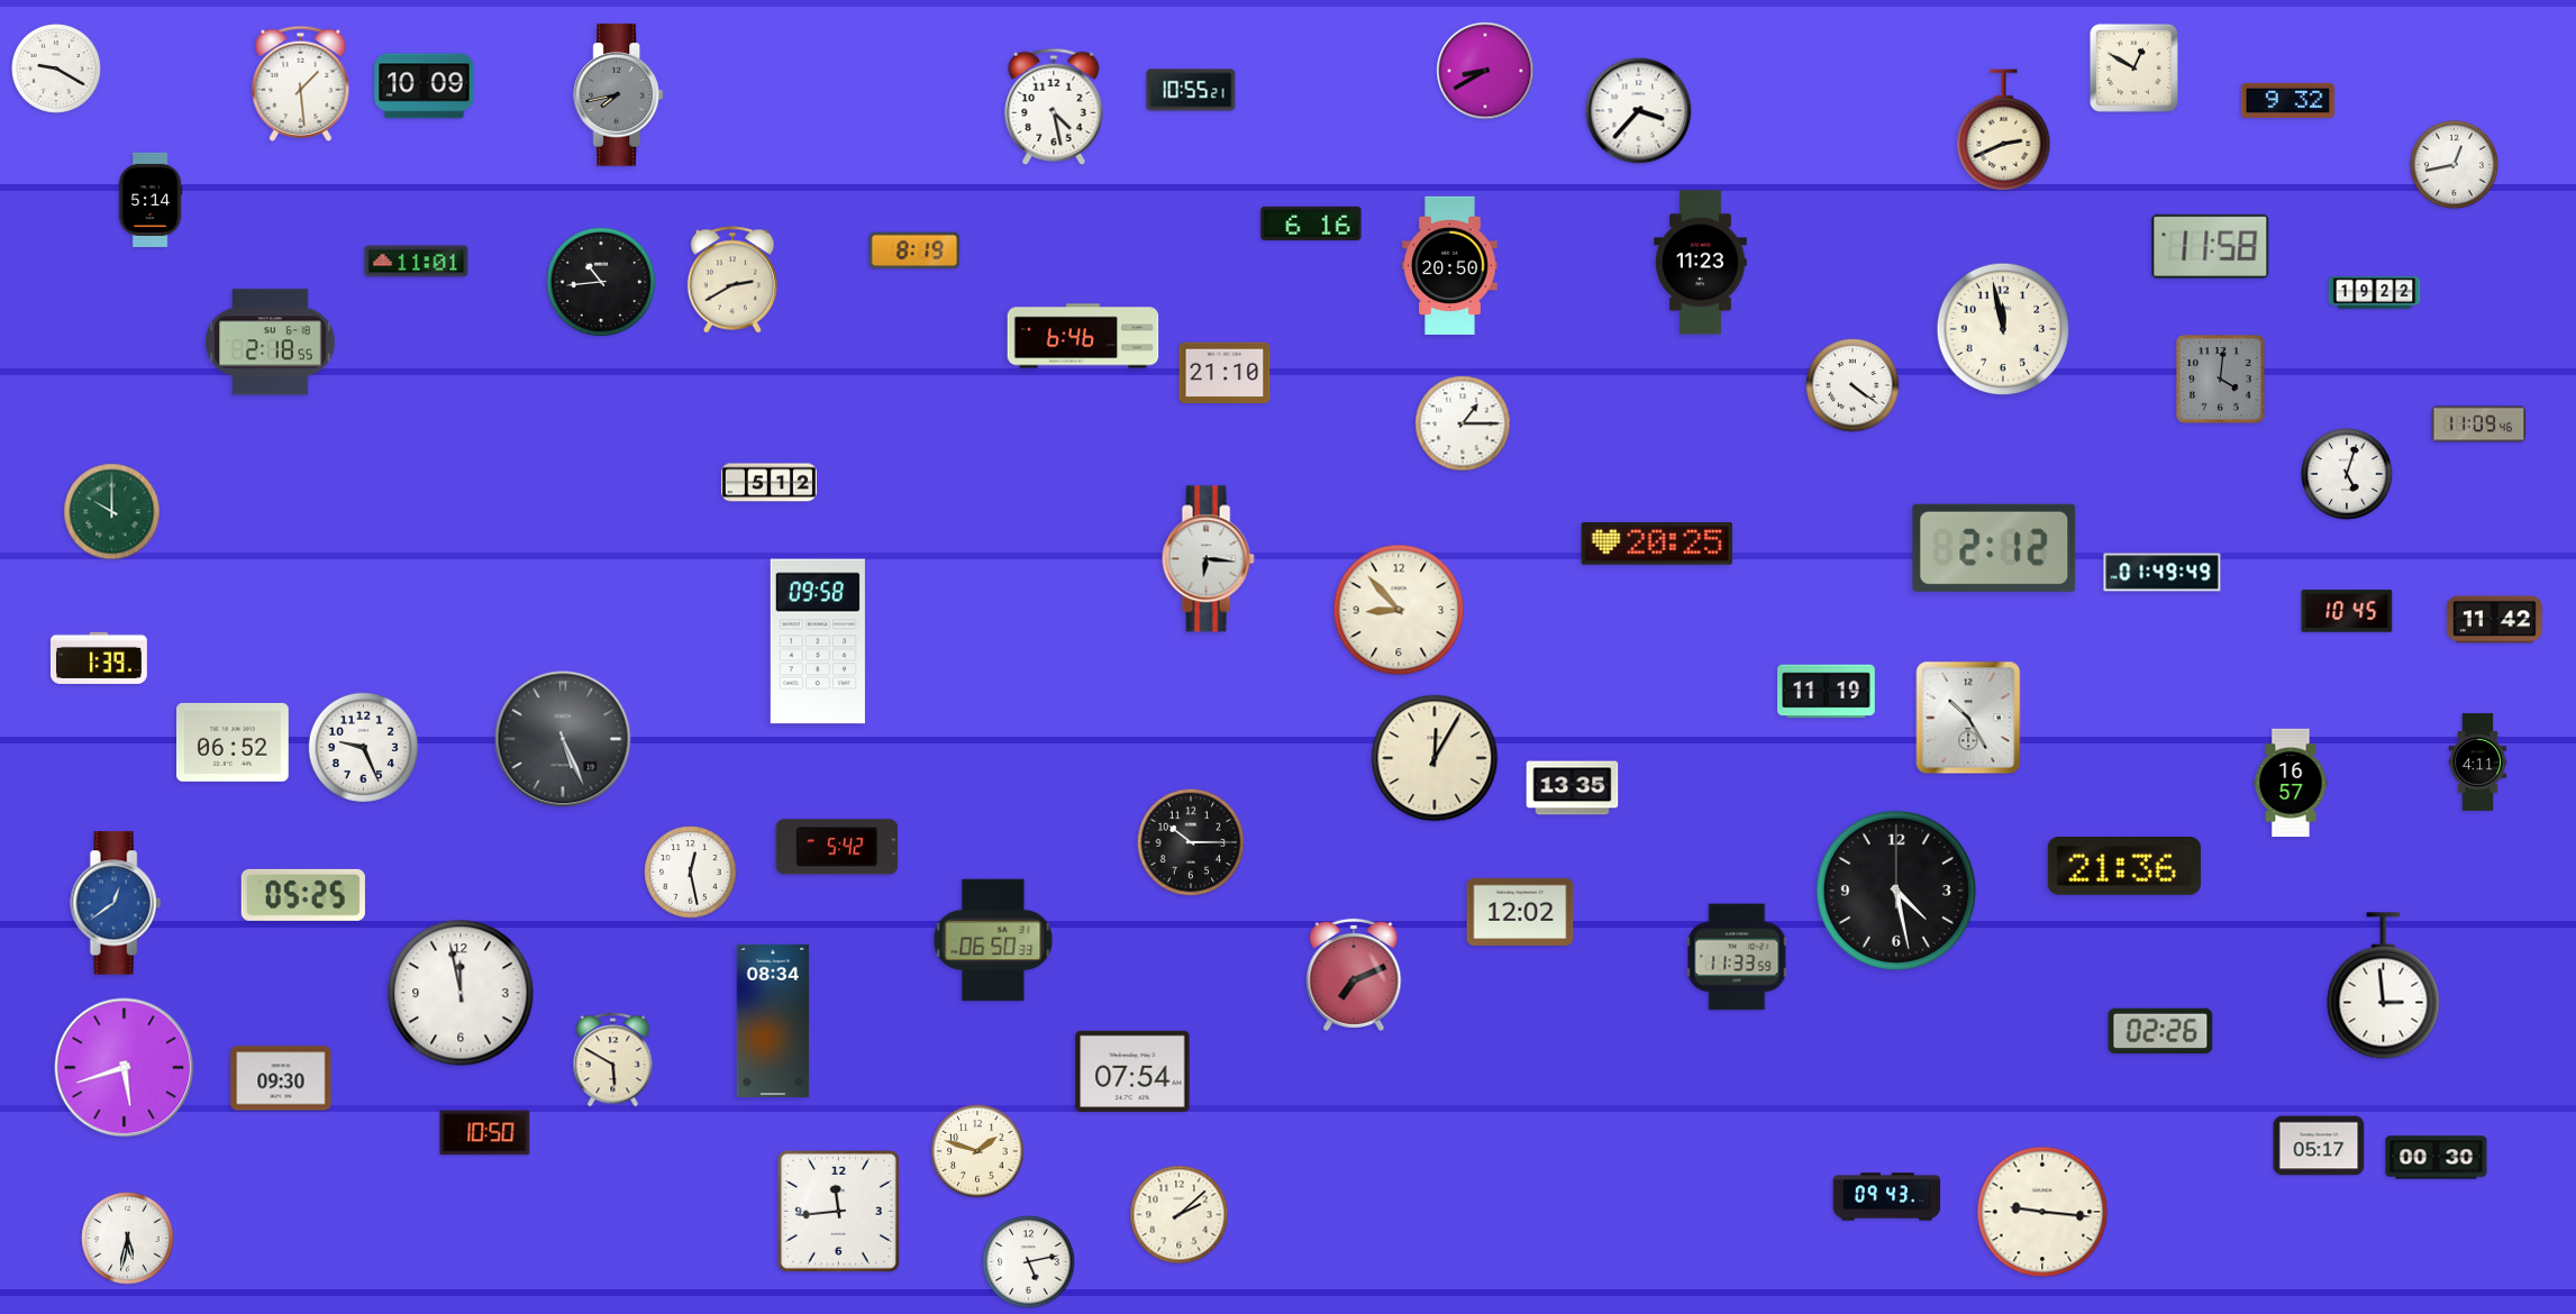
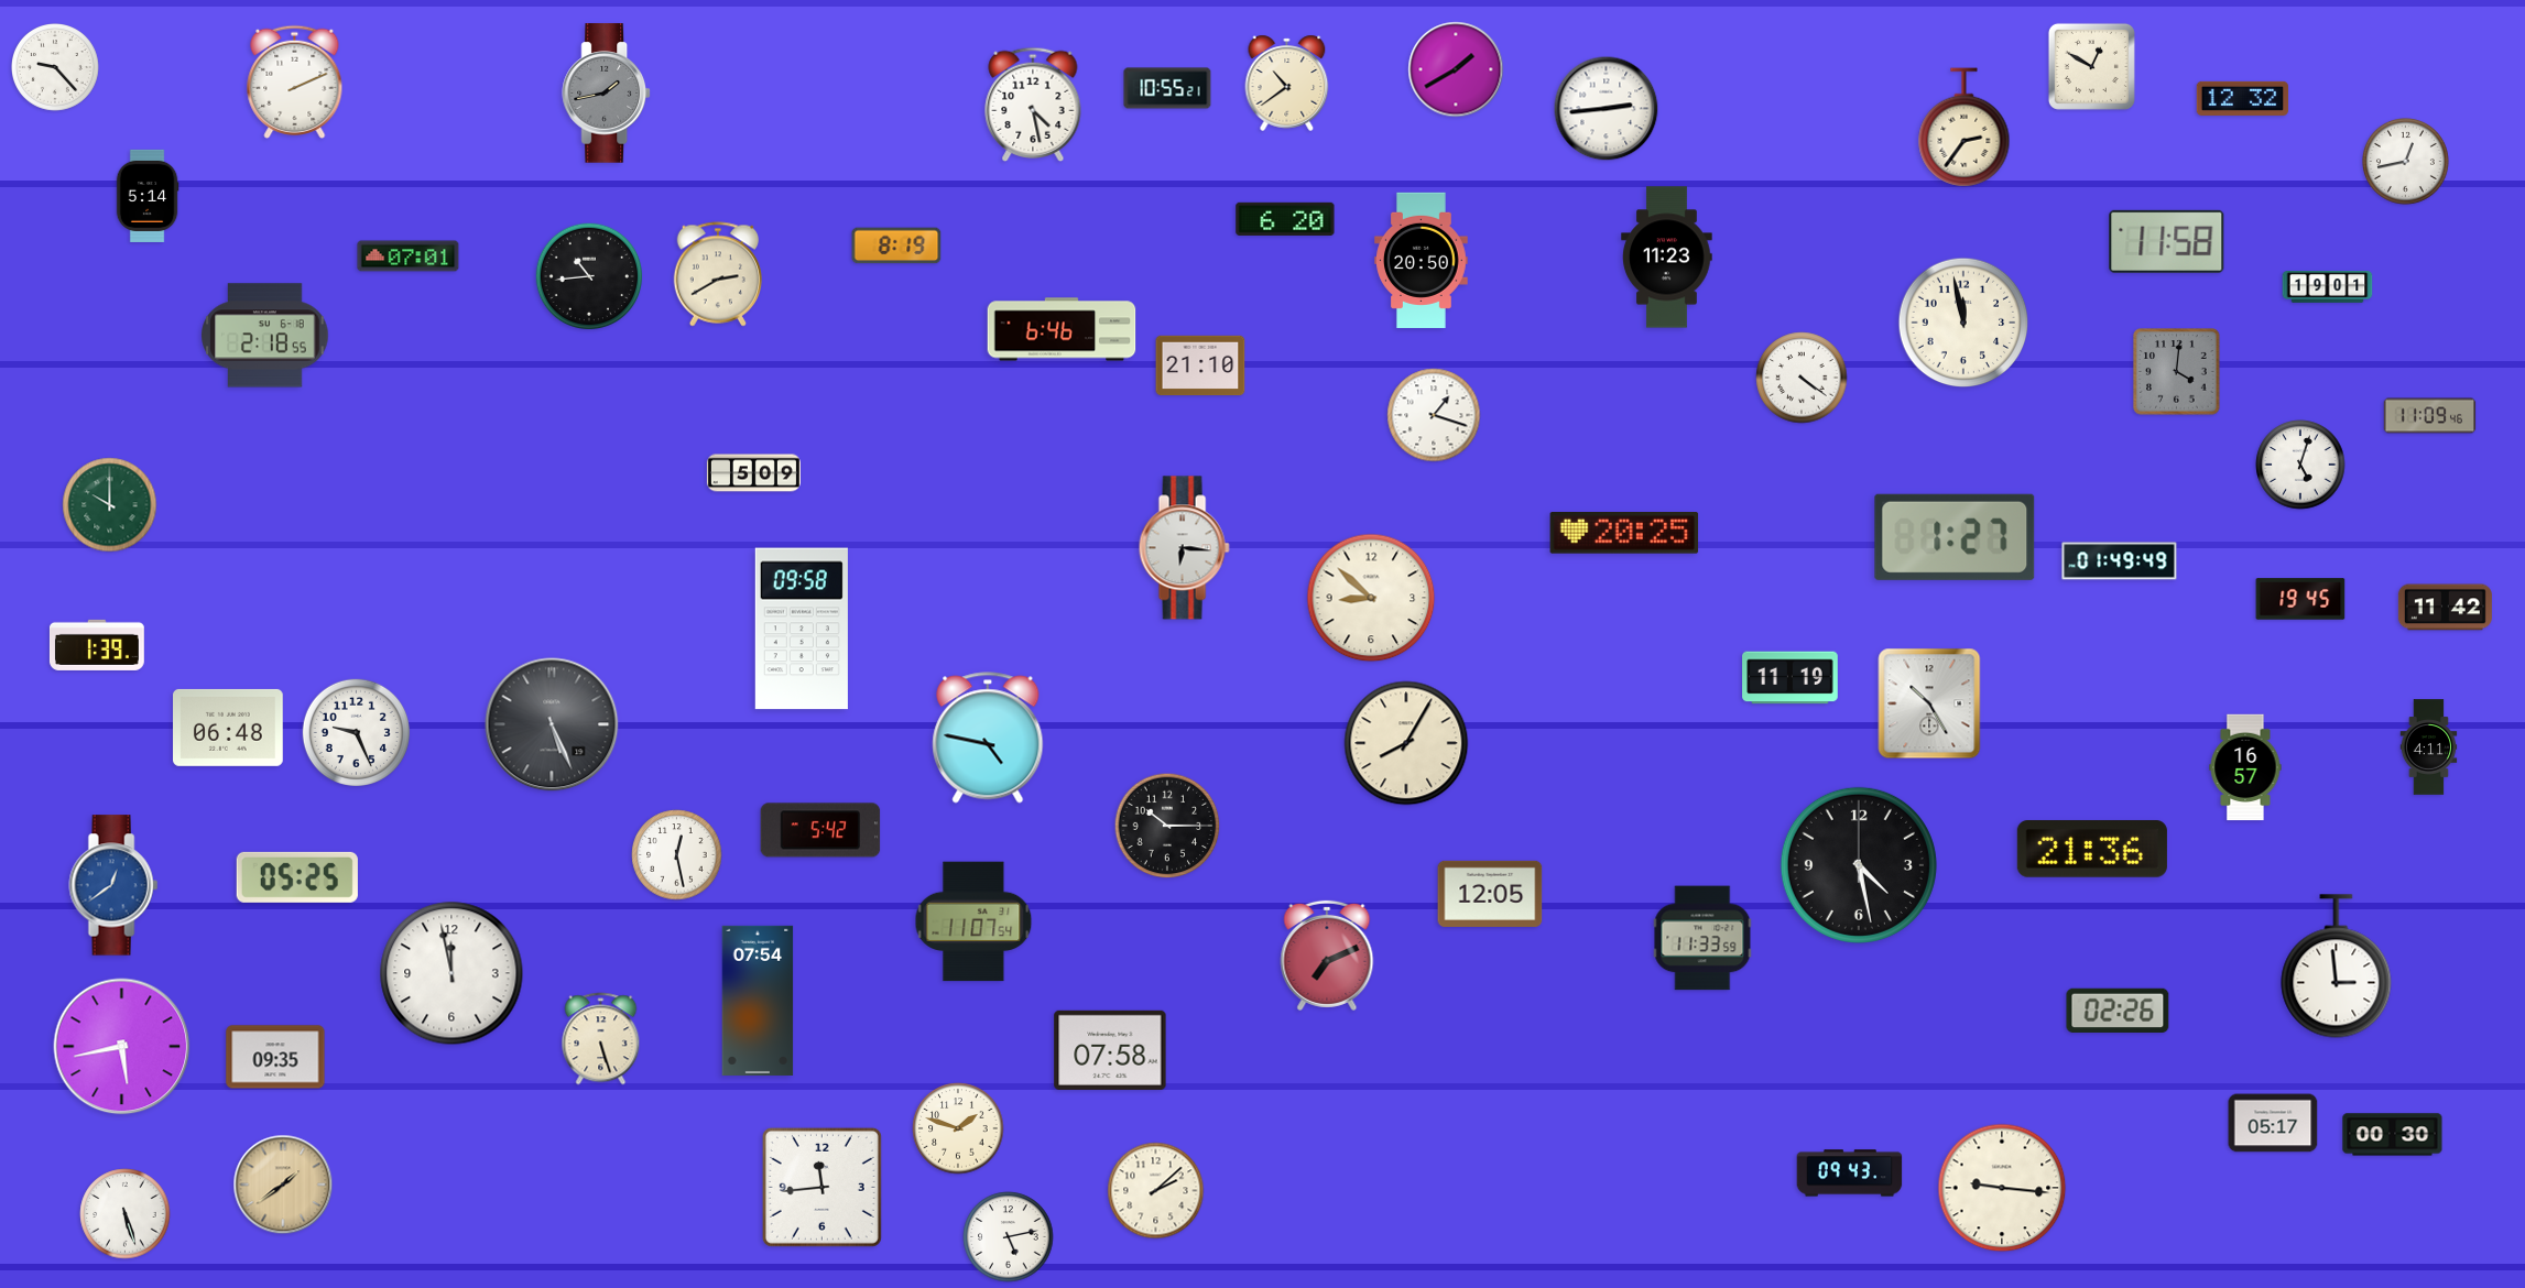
clock at (57, 70): 9:20 -> 9:23
clock at (1485, 71): 8:40 -> 1:40
clock at (301, 83): 1:29 -> 2:11
clock at (1287, 83): none -> 10:39
clock at (425, 86): 10:09 -> none
clock at (618, 95): 7:43 -> 1:43
clock at (2288, 100): 9:32 -> 12:32
clock at (1639, 111): 3:37 -> 2:44
clock at (2004, 130): 2:41 -> 2:36
clock at (1311, 223): 6:16 -> 6:20
clock at (417, 262): 11:01 -> 07:01
clock at (2375, 293): 19:22 -> 19:01
clock at (1853, 385) position: (1853, 385) -> (1802, 378)
clock at (1463, 423): 1:15 -> 1:18
clock at (768, 483): 5:12 -> 5:09
clock at (112, 512) position: (112, 512) -> (110, 505)
clock at (1994, 548): 2:12 -> 1:27
clock at (1399, 610): 8:53 -> 8:52
clock at (2347, 611): 10:45 -> 19:45
clock at (234, 742): 06:52 -> 06:48
clock at (988, 738): none -> 4:47
clock at (1435, 758): 12:05 -> 8:05
clock at (1573, 788): 13:35 -> none
clock at (2124, 866) position: (2124, 866) -> (2092, 849)
clock at (1896, 891) position: (1896, 891) -> (1859, 865)
clock at (1520, 912): 12:02 -> 12:05
clock at (993, 940): 06:50 -> 11:07
clock at (773, 1021): 08:34 -> 07:54
clock at (613, 1060): 5:50 -> 5:27
clock at (125, 1068): 5:42 -> 5:43
clock at (1132, 1071): 07:54 -> 07:58
clock at (281, 1078): 09:30 -> 09:35
clock at (485, 1133): 10:50 -> none
clock at (2437, 1158) position: (2437, 1158) -> (2393, 1135)
clock at (283, 1185): none -> 1:39
clock at (128, 1239): 5:32 -> 5:27
